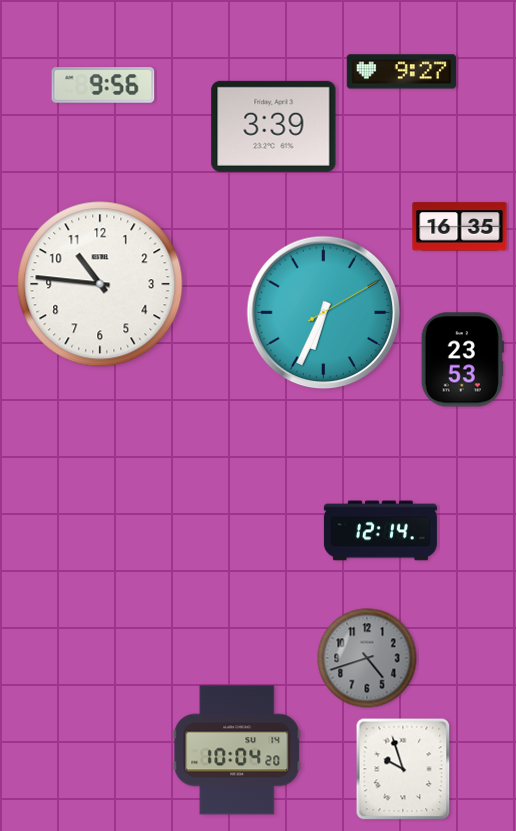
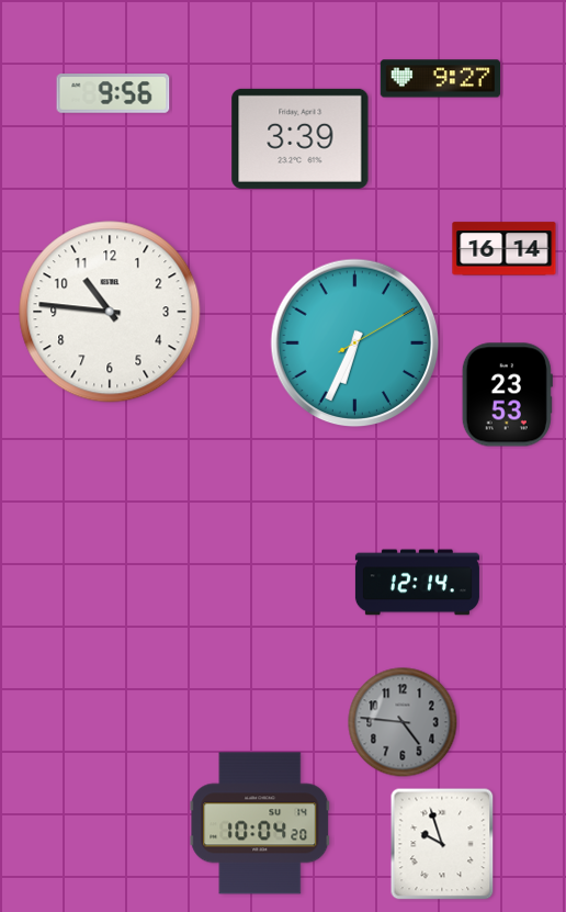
clock at (460, 227): 16:35 -> 16:14
clock at (367, 658): 4:42 -> 4:46
